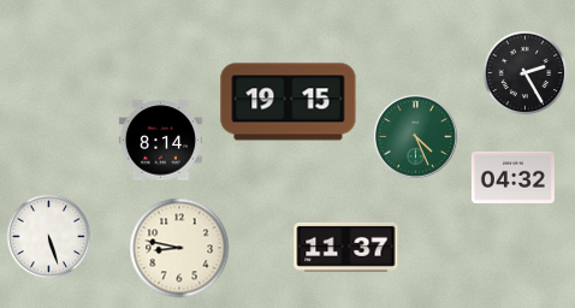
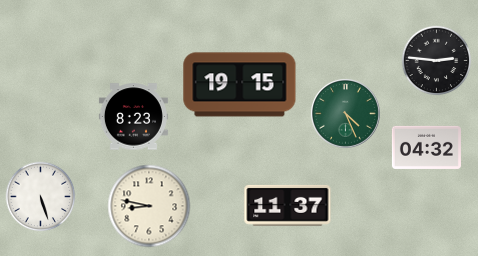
clock at (526, 73): 2:25 -> 2:46
clock at (160, 141): 8:14 -> 8:23
